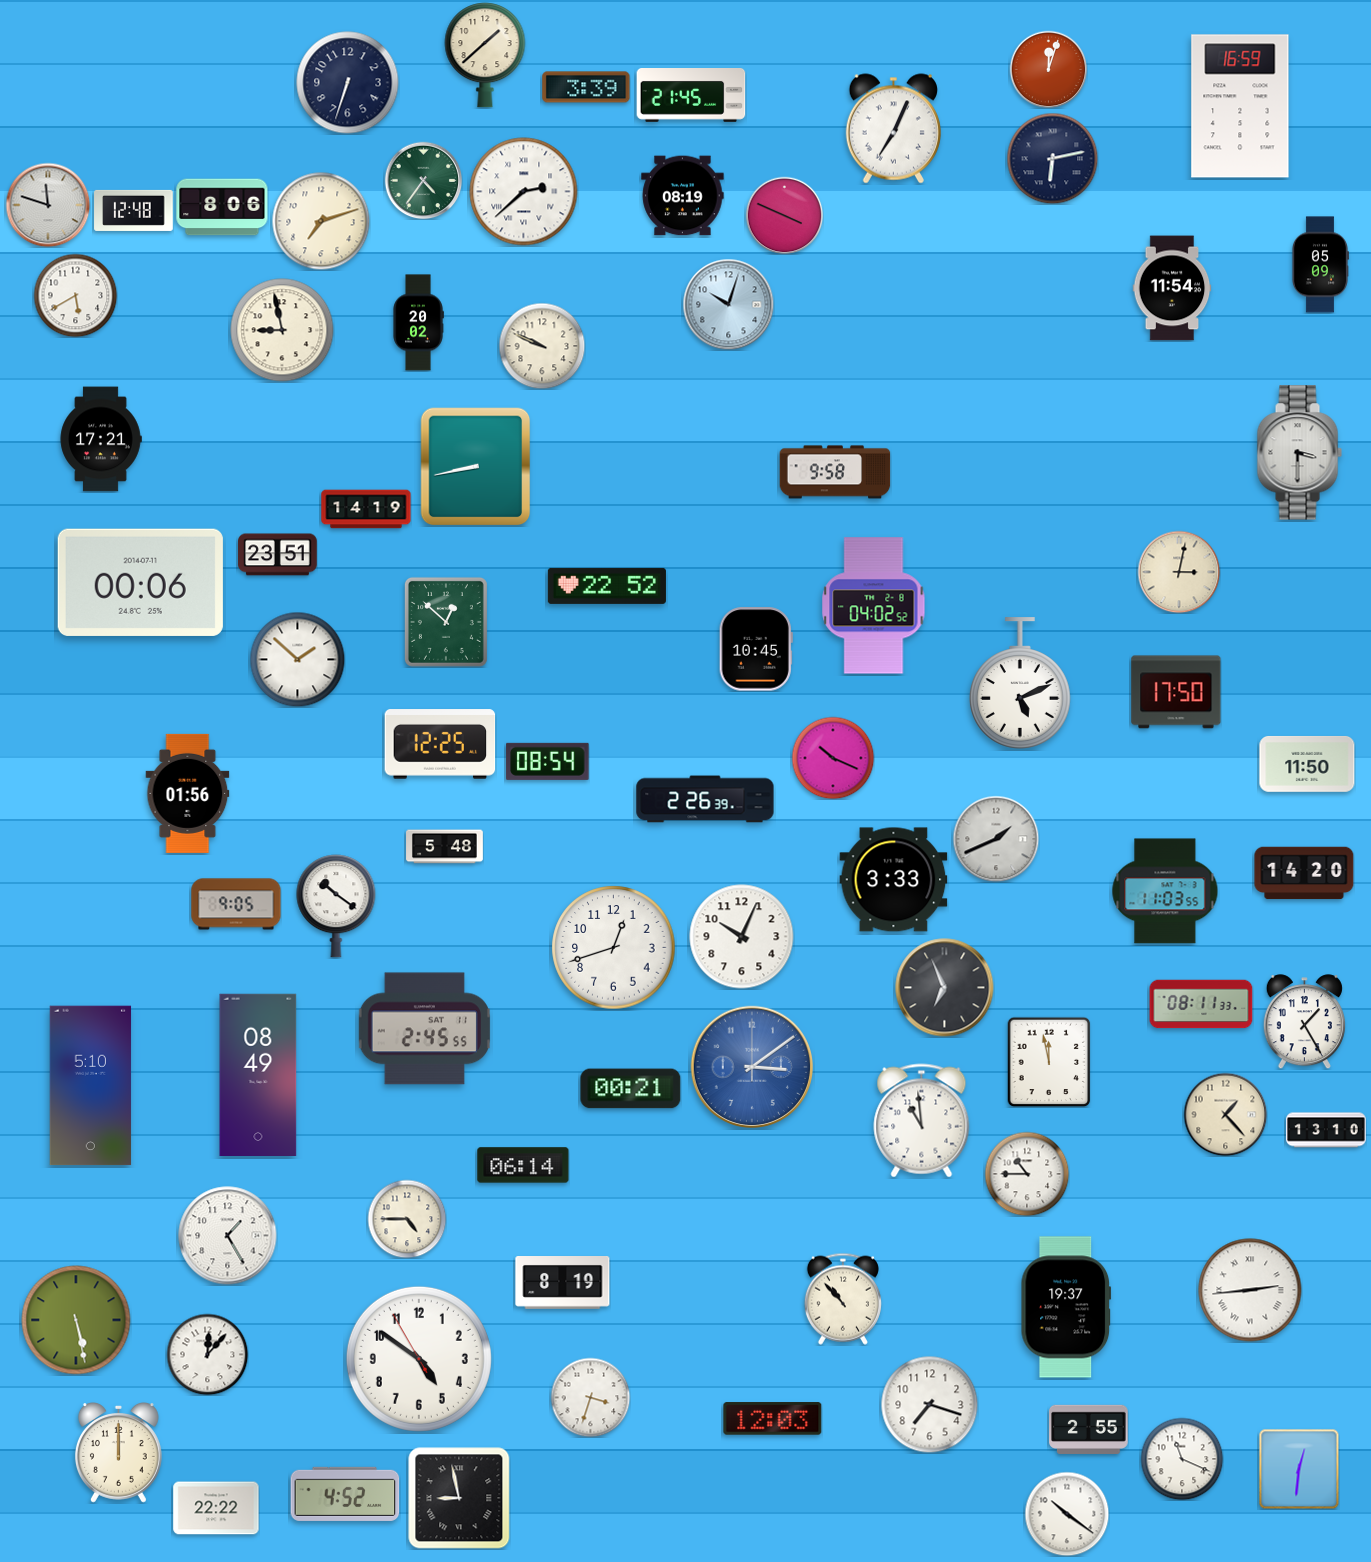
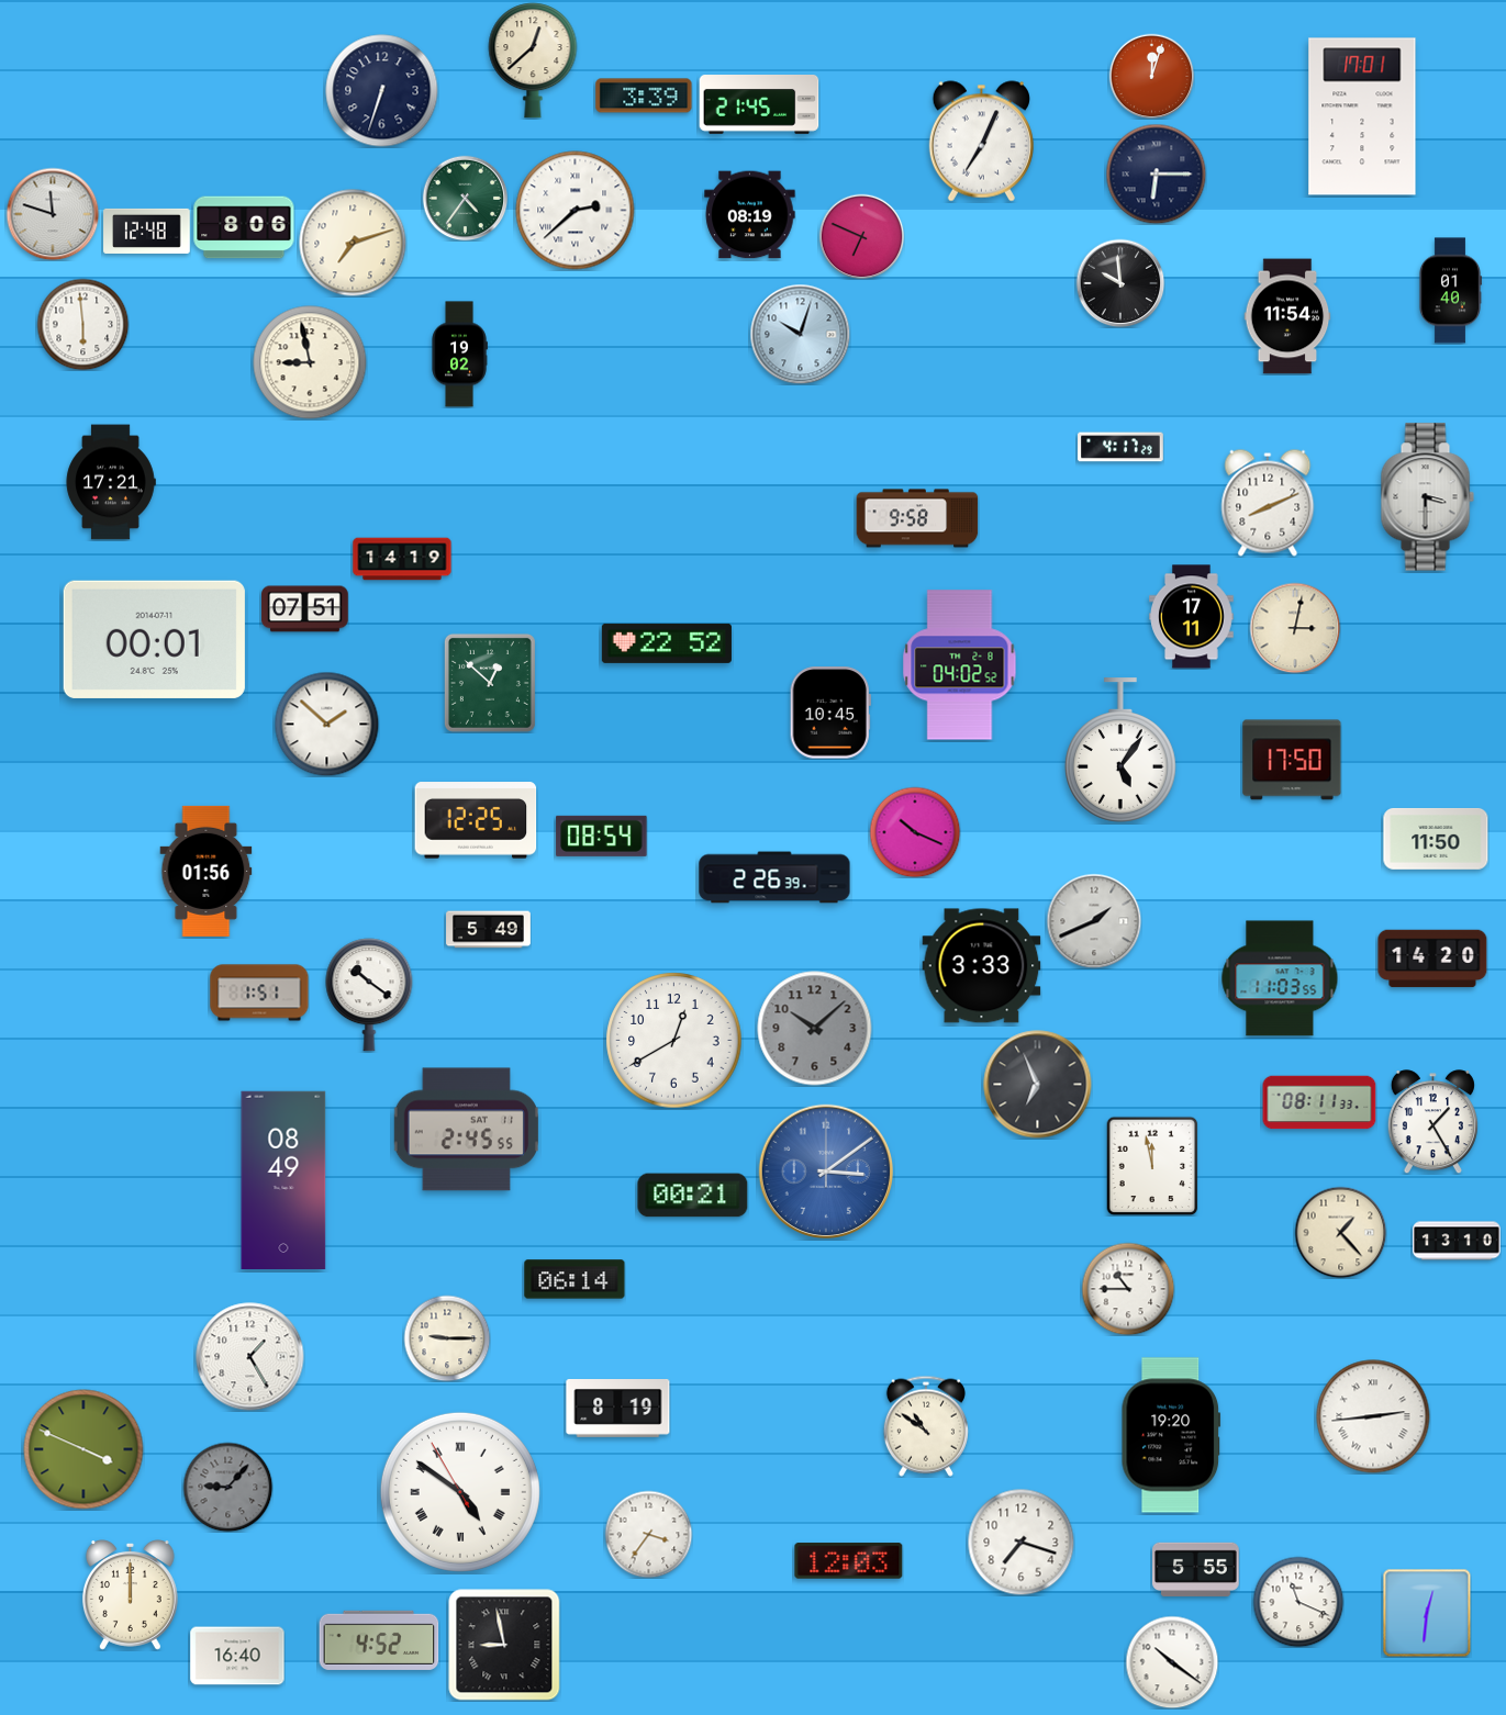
clock at (485, 55): 1:38 -> 12:38
clock at (1240, 106): 16:59 -> 17:01
clock at (1052, 158): 6:13 -> 6:15
clock at (48, 205) position: (48, 205) -> (53, 214)
clock at (784, 215): 3:49 -> 6:49
clock at (1120, 283): none -> 9:59
clock at (1320, 265): 05:09 -> 01:40
clock at (75, 295): 5:40 -> 5:59
clock at (418, 323): 20:02 -> 19:02
clock at (542, 346): 9:49 -> none
clock at (1120, 447): none -> 4:17
clock at (1268, 503): none -> 8:11
clock at (476, 467): 8:43 -> none
clock at (278, 555): 23:51 -> 07:51
clock at (1192, 617): none -> 17:11
clock at (140, 582): 00:06 -> 00:01
clock at (1020, 683): 5:11 -> 5:06
clock at (440, 744) position: (440, 744) -> (476, 820)
clock at (445, 847): 5:48 -> 5:49
clock at (236, 904): 9:05 -> 1:51
clock at (742, 937): 10:04 -> 10:08
clock at (742, 937) dial: white -> grey
clock at (614, 948): 12:42 -> 12:40
clock at (91, 1086): 5:10 -> none
clock at (1225, 1114) position: (1225, 1114) -> (1340, 1232)
clock at (922, 1121): 10:59 -> none
clock at (407, 1219): 4:45 -> 9:15
clock at (843, 1299): 10:53 -> 10:51
clock at (1066, 1307): 19:37 -> 19:20
clock at (76, 1320): 5:28 -> 3:49
clock at (207, 1354): 12:07 -> 9:07
clock at (207, 1354) dial: white -> grey
clock at (419, 1359) numerals: Arabic -> Roman
clock at (590, 1397): 3:33 -> 3:36
clock at (773, 1419) position: (773, 1419) -> (849, 1561)
clock at (1089, 1429): 2:55 -> 5:55
clock at (216, 1508): 22:22 -> 16:40
